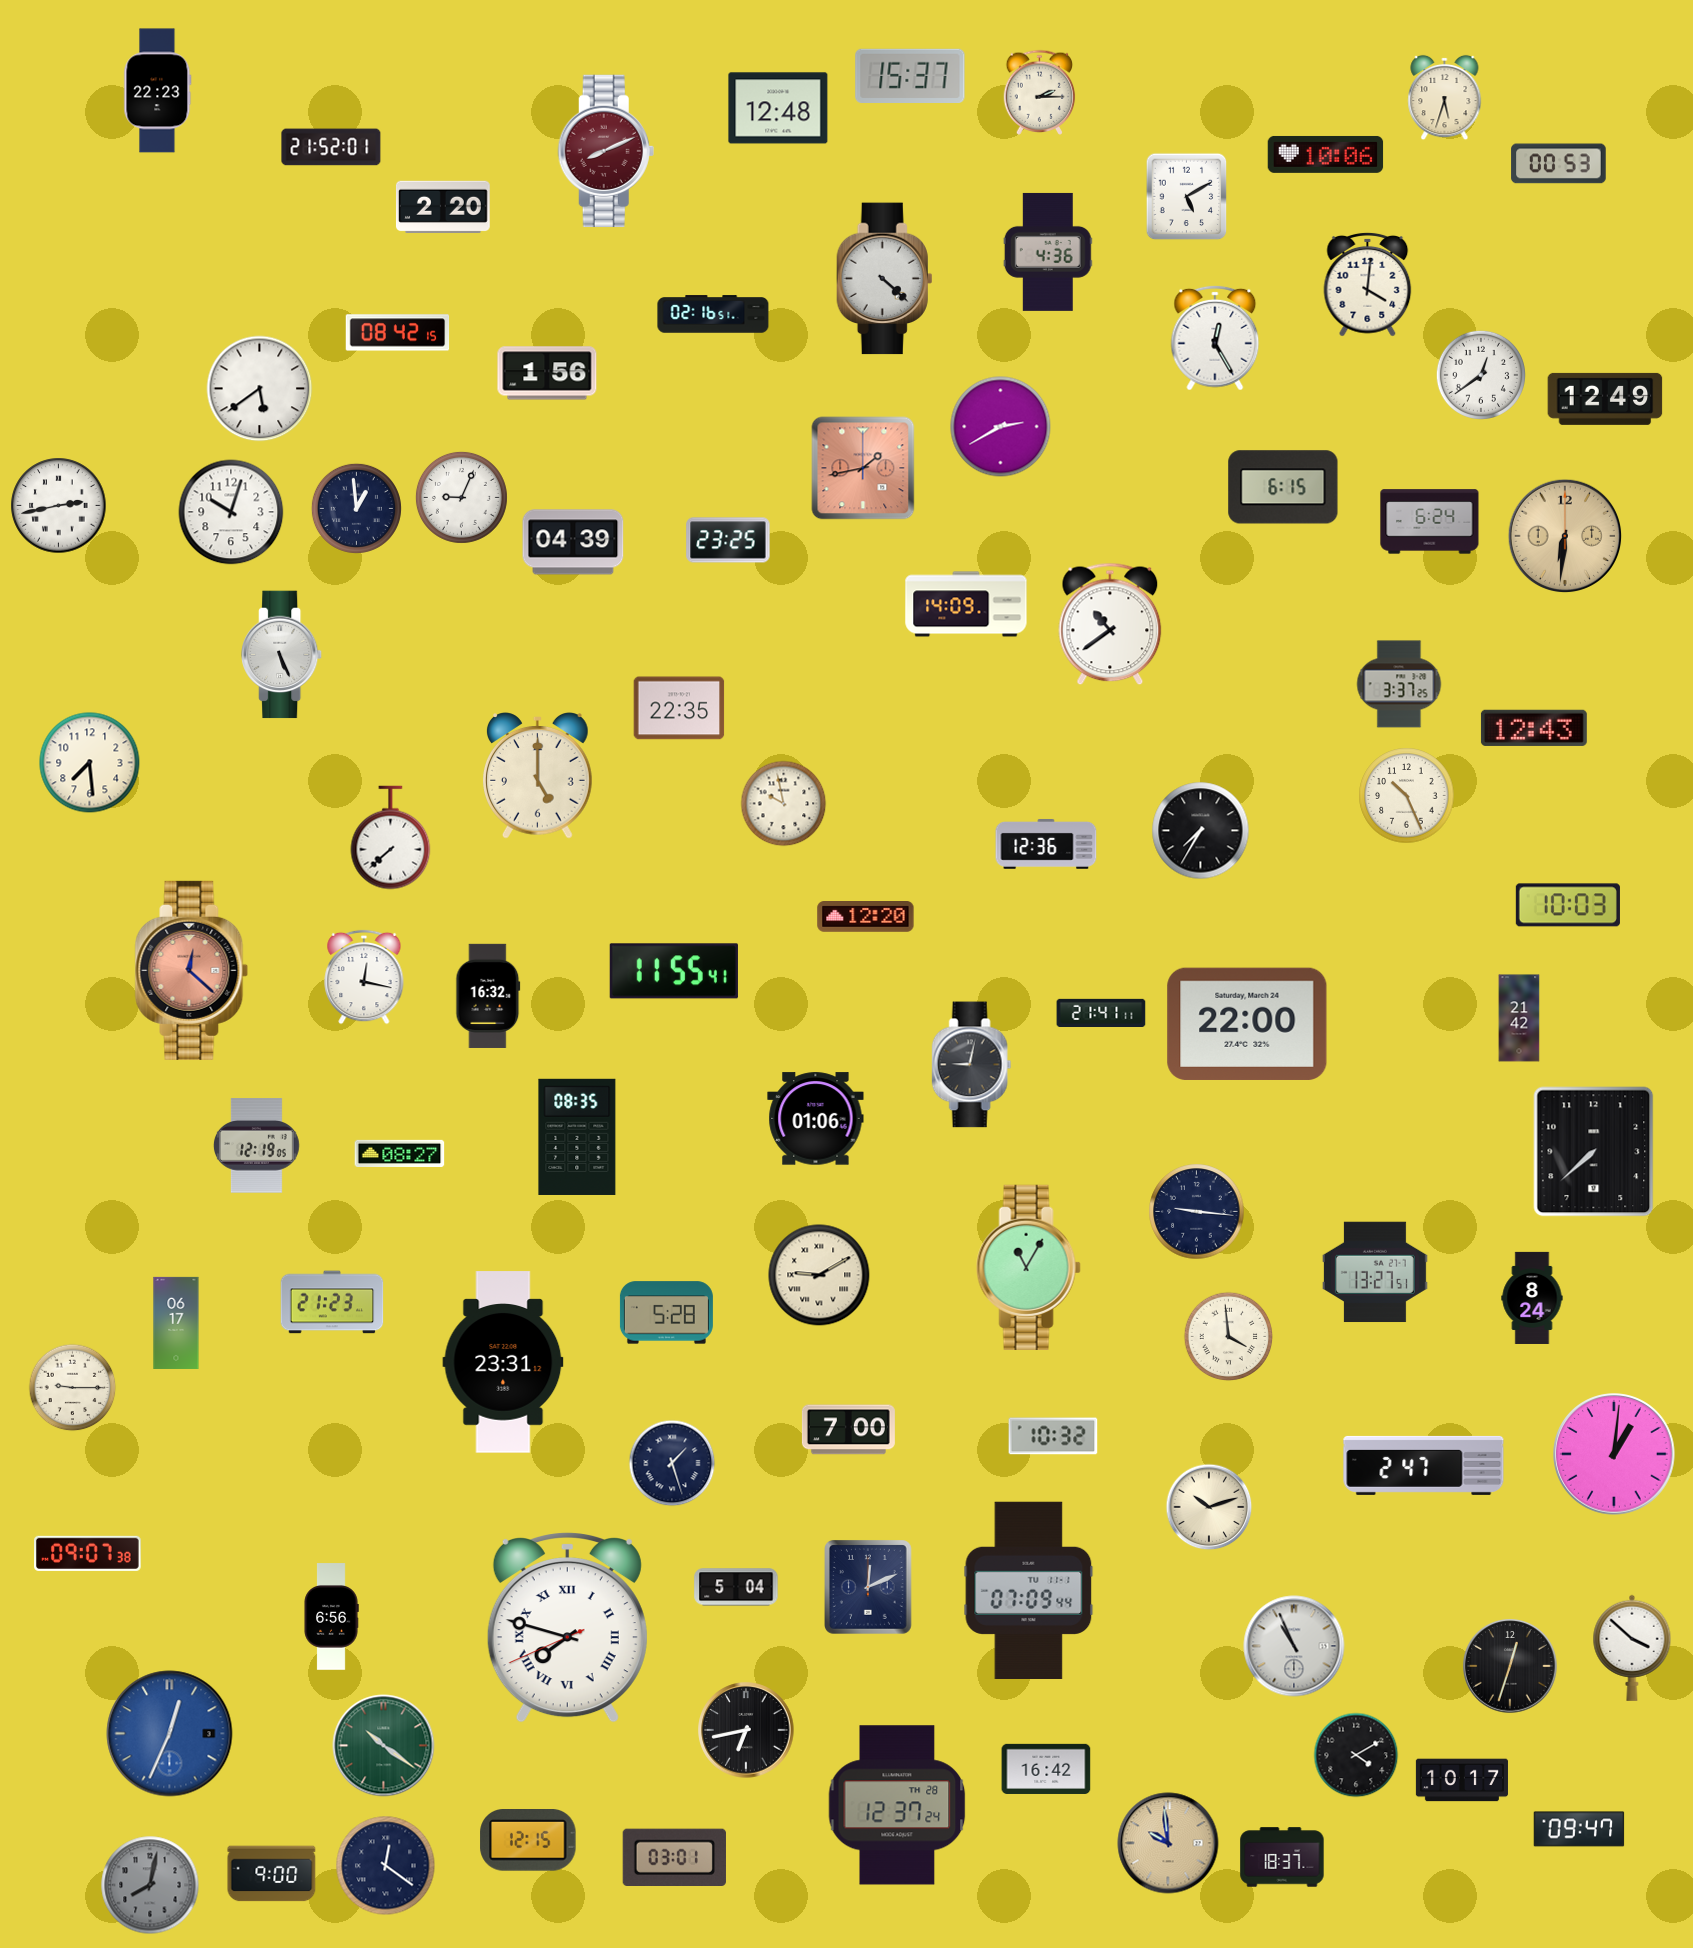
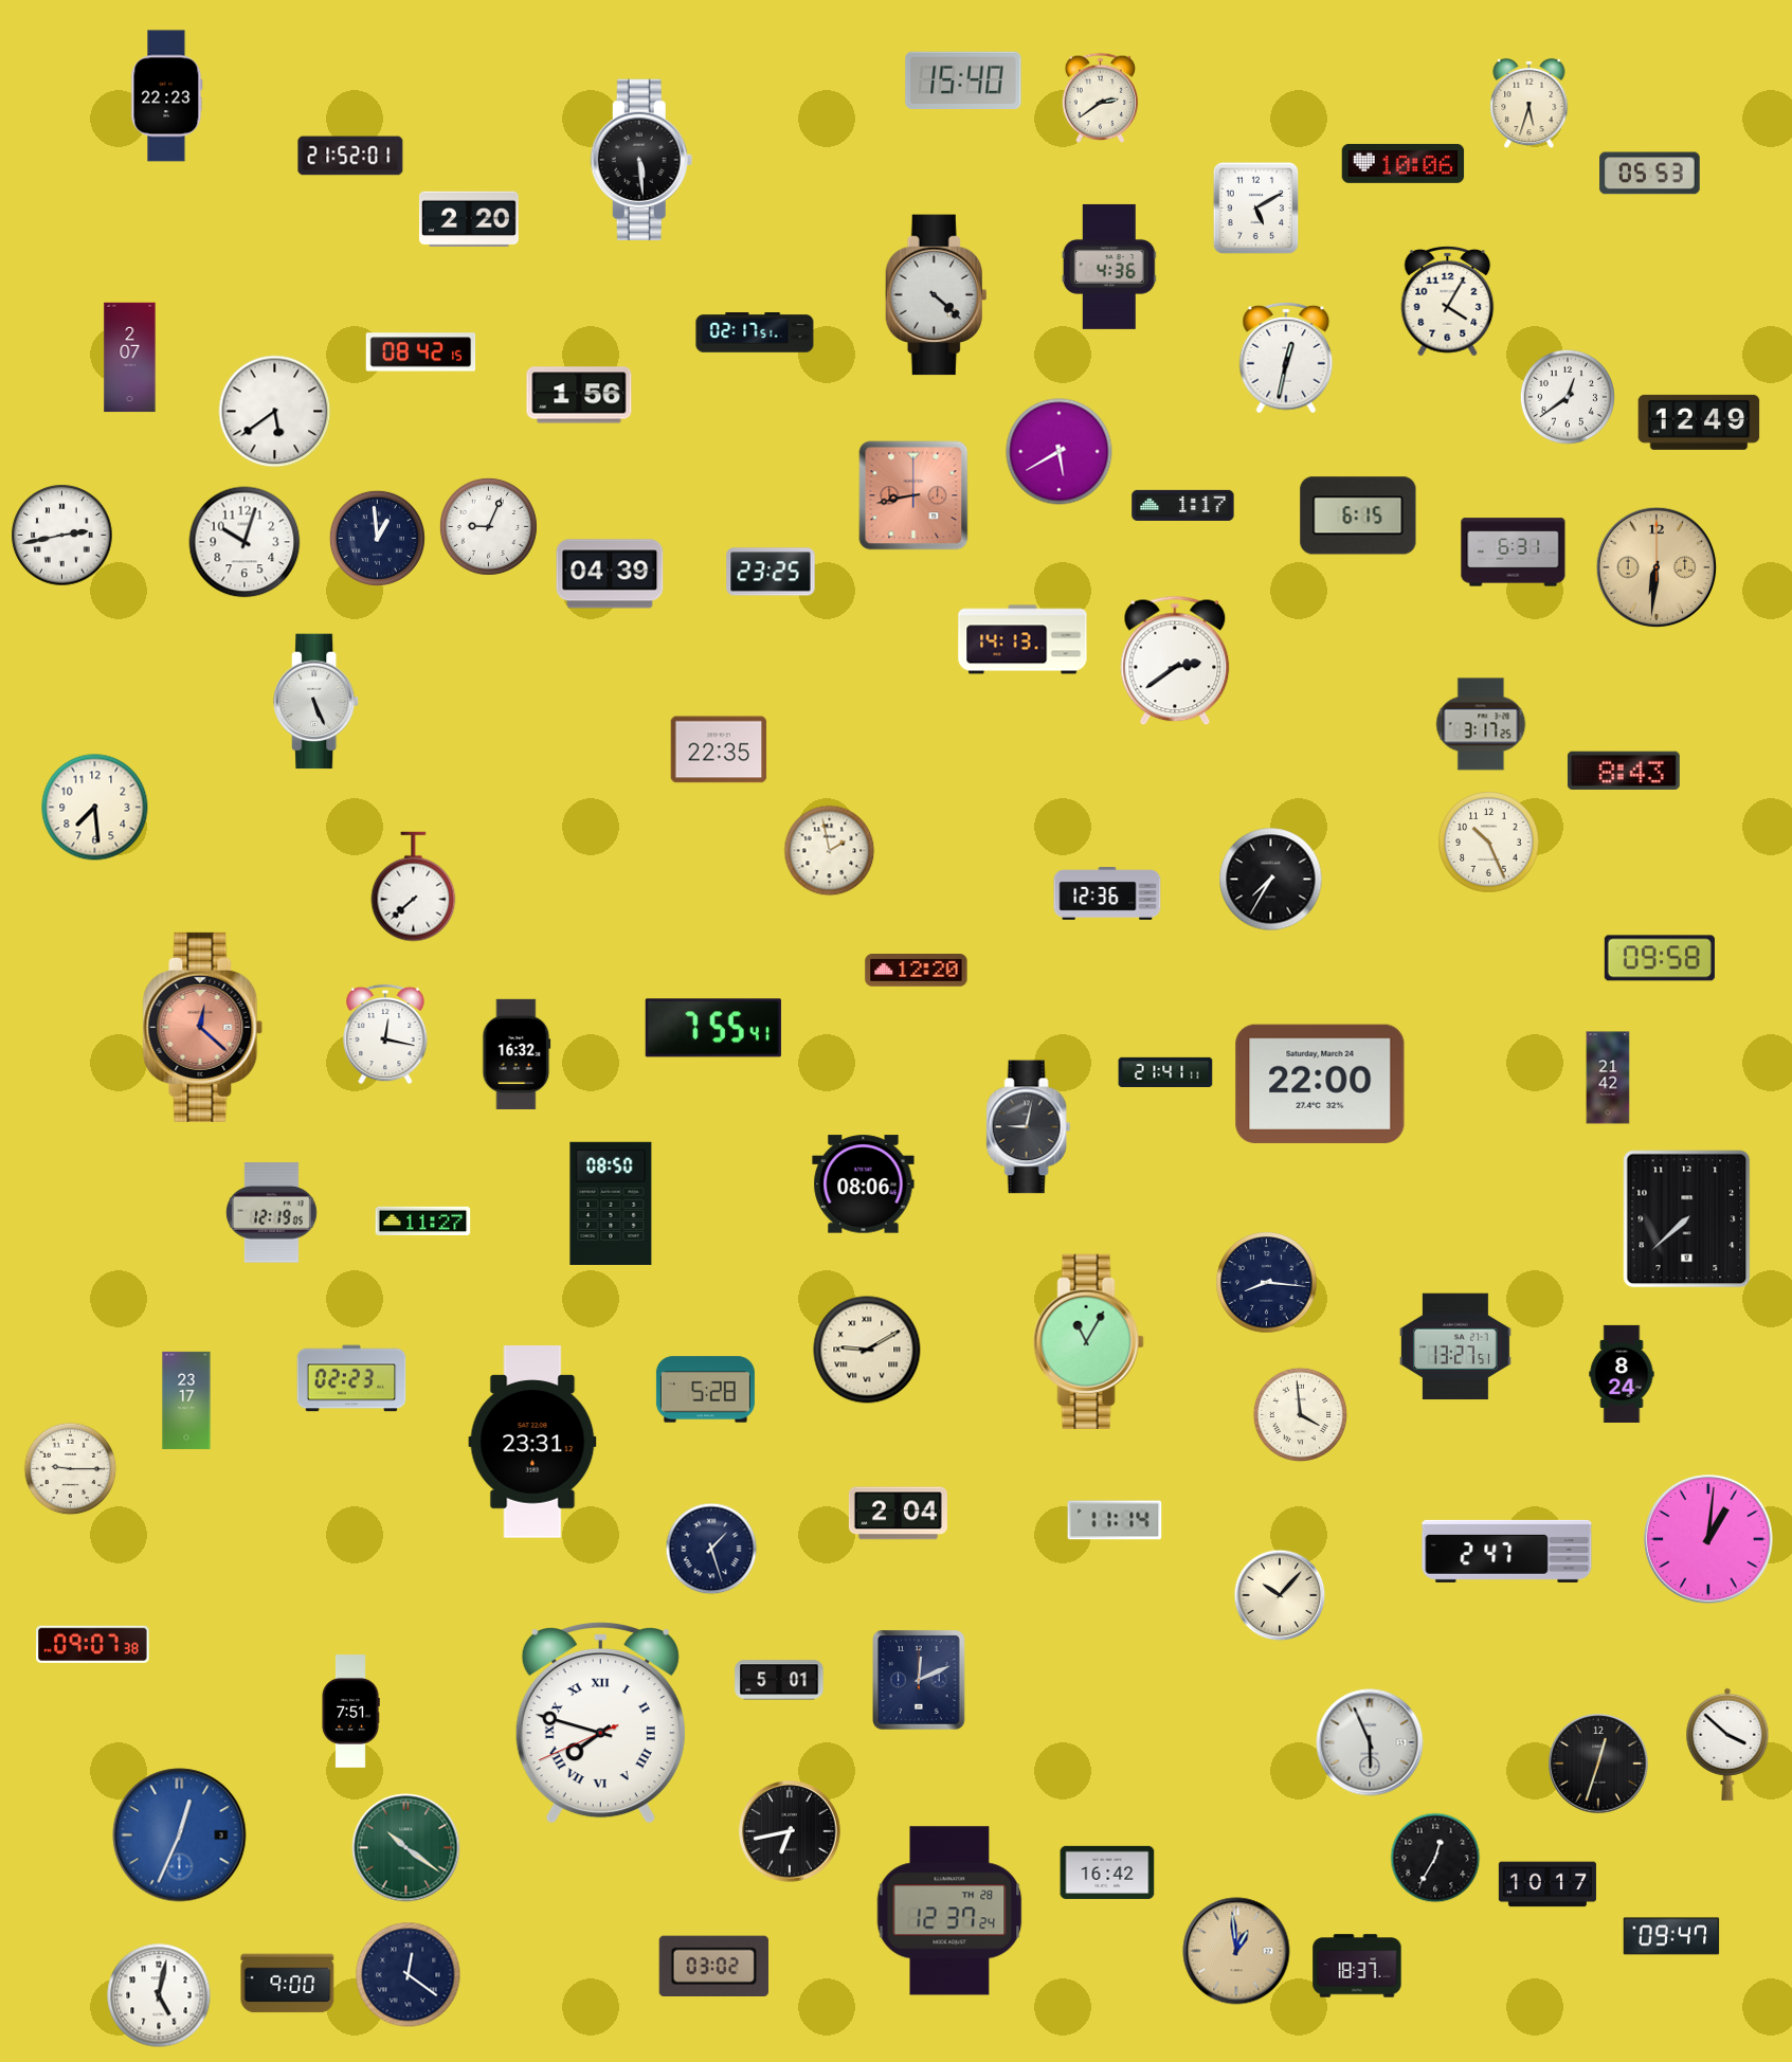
clock at (910, 75): 15:37 -> 15:40
clock at (1040, 92): 2:15 -> 2:39
clock at (778, 108): 12:48 -> none
clock at (606, 151): 8:11 -> 5:29
clock at (606, 151) dial: burgundy -> black
clock at (1559, 164): 00:53 -> 05:53
clock at (1368, 285): 4:01 -> 4:05
clock at (713, 314): 02:16 -> 02:17
clock at (130, 358): none -> 2:07
clock at (1215, 338): 12:25 -> 12:32
clock at (1001, 427): 2:40 -> 5:40
clock at (863, 468): 1:43 -> 8:43
clock at (1183, 505): none -> 1:17
clock at (1430, 522): 6:24 -> 6:31
clock at (573, 542) position: (573, 542) -> (610, 574)
clock at (966, 604): 14:09 -> 14:13
clock at (1110, 624): 10:39 -> 2:39
clock at (282, 655) position: (282, 655) -> (316, 702)
clock at (1399, 684): 3:37 -> 3:17
clock at (1534, 728): 12:43 -> 8:43
clock at (538, 776): 5:00 -> none
clock at (784, 804): 9:58 -> 1:58
clock at (1568, 905): 10:03 -> 09:58
clock at (674, 971): 11:55 -> 7:55
clock at (816, 1119): 01:06 -> 08:06
clock at (577, 1137): 08:35 -> 08:50
clock at (400, 1153): 08:27 -> 11:27
clock at (1197, 1212): 9:16 -> 8:16
clock at (332, 1302): 21:23 -> 02:23
clock at (176, 1323): 06:17 -> 23:17
clock at (73, 1388) position: (73, 1388) -> (71, 1469)
clock at (848, 1430): 7:00 -> 2:04
clock at (1053, 1436): 10:32 -> 11:14
clock at (1209, 1507): 10:12 -> 10:07
clock at (736, 1587): 5:04 -> 5:01
clock at (1029, 1590): 07:09 -> none
clock at (331, 1617): 6:56 -> 7:51
clock at (1294, 1646): 10:56 -> 5:56
clock at (1356, 1755): 4:10 -> 12:35
clock at (528, 1841): 12:15 -> none
clock at (1168, 1843): 9:59 -> 12:59
clock at (674, 1857): 03:01 -> 03:02
clock at (150, 1885): 8:02 -> 5:02
clock at (150, 1885) dial: grey -> white
